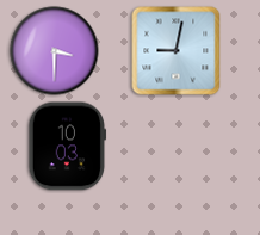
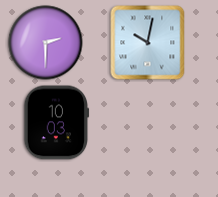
clock at (55, 51): 3:30 -> 2:30
clock at (177, 51): 9:02 -> 10:02
